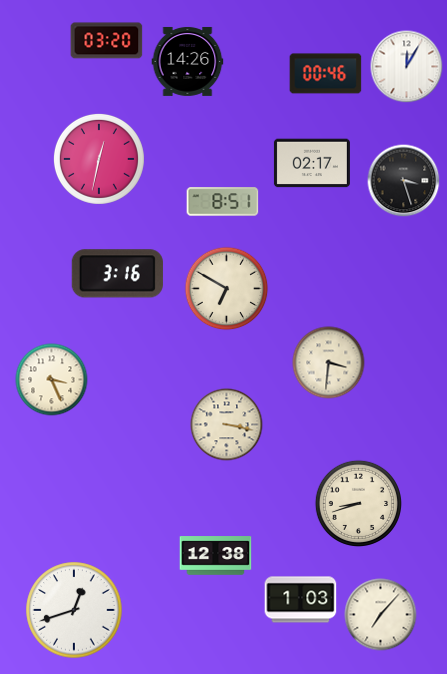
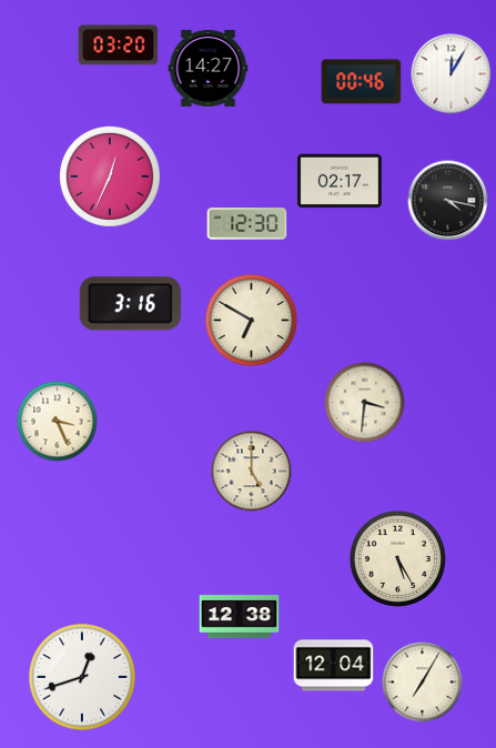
clock at (188, 61): 14:26 -> 14:27
clock at (99, 159): 12:32 -> 12:34
clock at (312, 163) position: (312, 163) -> (340, 181)
clock at (404, 181): 3:27 -> 4:17
clock at (223, 202): 8:51 -> 12:30
clock at (227, 425): 3:17 -> 5:00
clock at (358, 503): 8:42 -> 5:25
clock at (301, 600): 1:03 -> 12:04
clock at (381, 615): 7:07 -> 7:05
